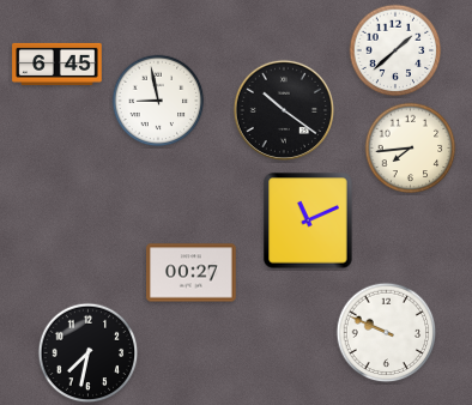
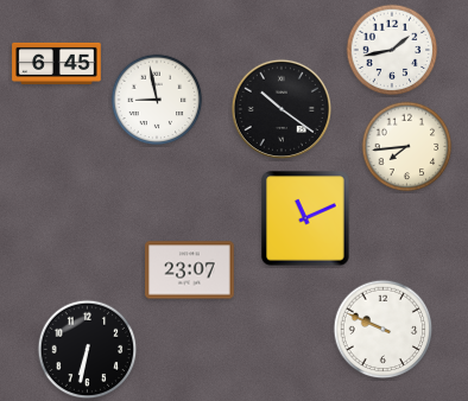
clock at (395, 50): 1:38 -> 1:43
clock at (192, 273): 00:27 -> 23:07
clock at (89, 353): 7:32 -> 6:32
